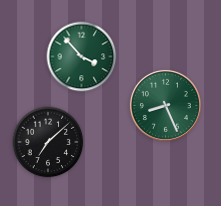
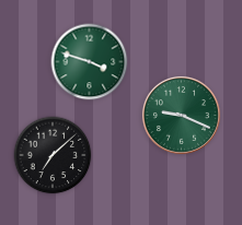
clock at (82, 57): 3:53 -> 3:48
clock at (165, 105): 8:26 -> 9:19
